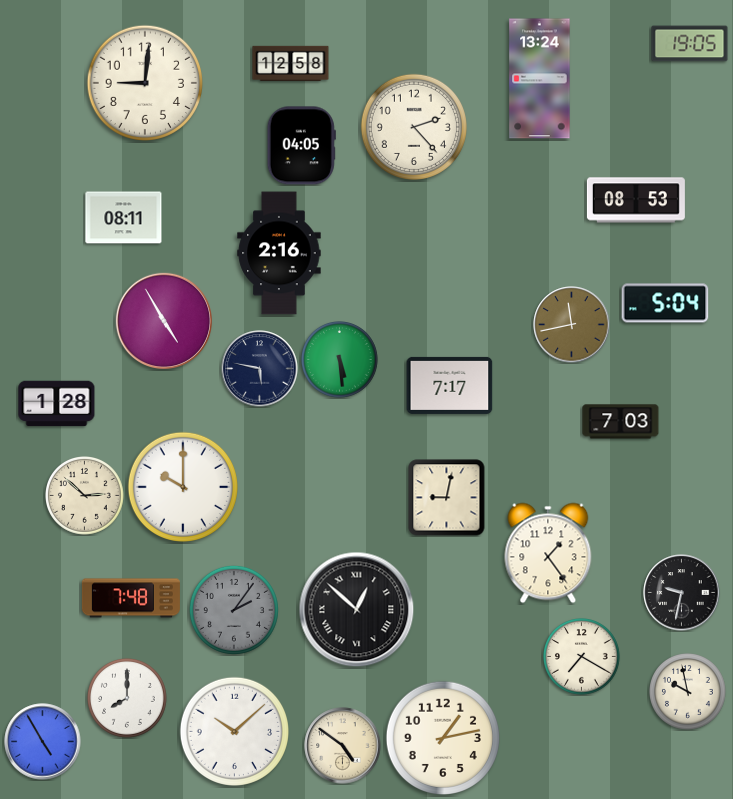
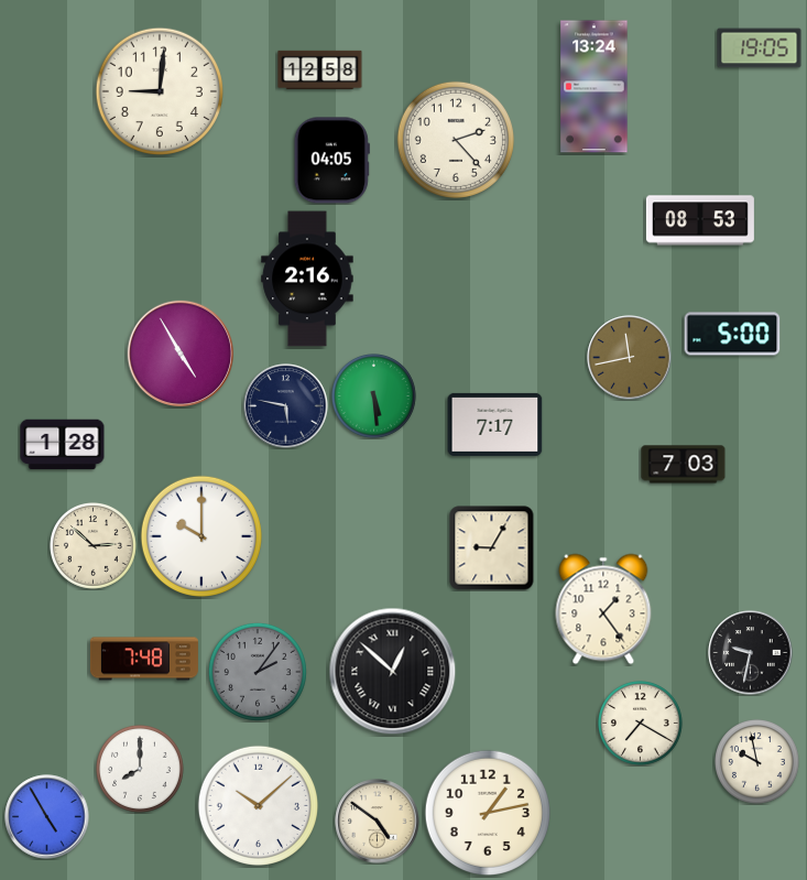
clock at (124, 218): 08:11 -> none
clock at (665, 303): 5:04 -> 5:00
clock at (447, 498): 9:02 -> 9:05
